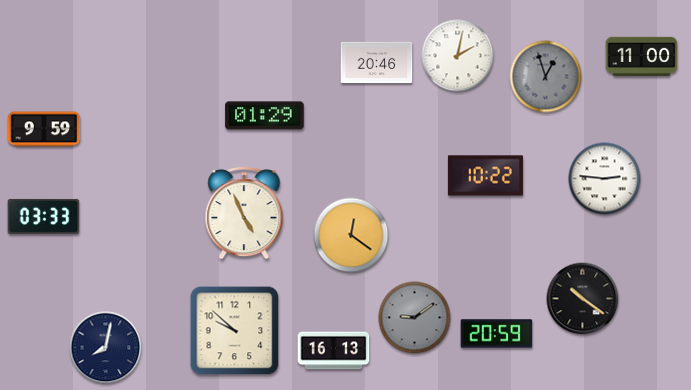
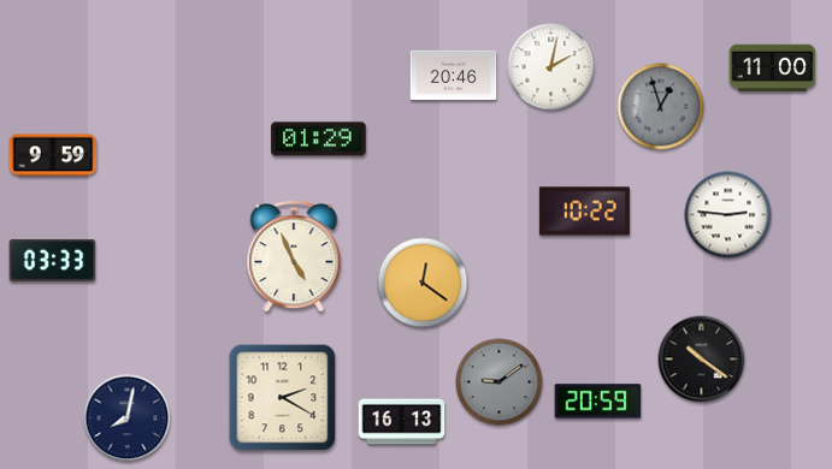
clock at (546, 77) position: (546, 77) -> (661, 107)
clock at (235, 331): 9:52 -> 2:20
